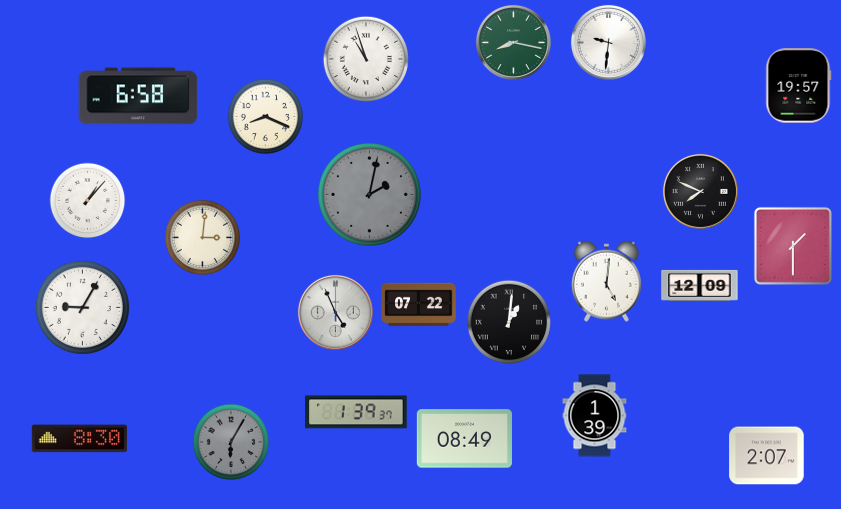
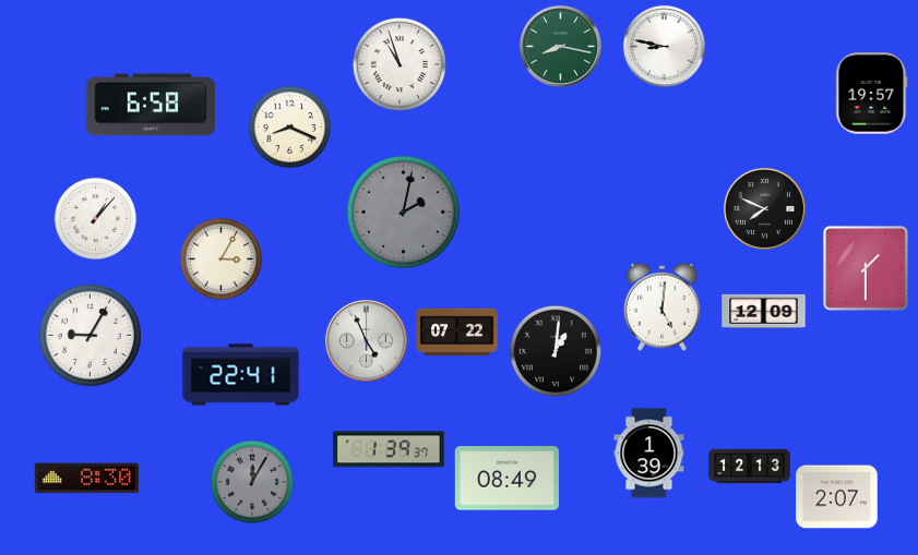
clock at (608, 42): 9:31 -> 8:47
clock at (203, 238): 3:01 -> 3:05
clock at (241, 375): none -> 22:41
clock at (750, 467): none -> 12:13
clock at (231, 442): 6:05 -> 12:05
